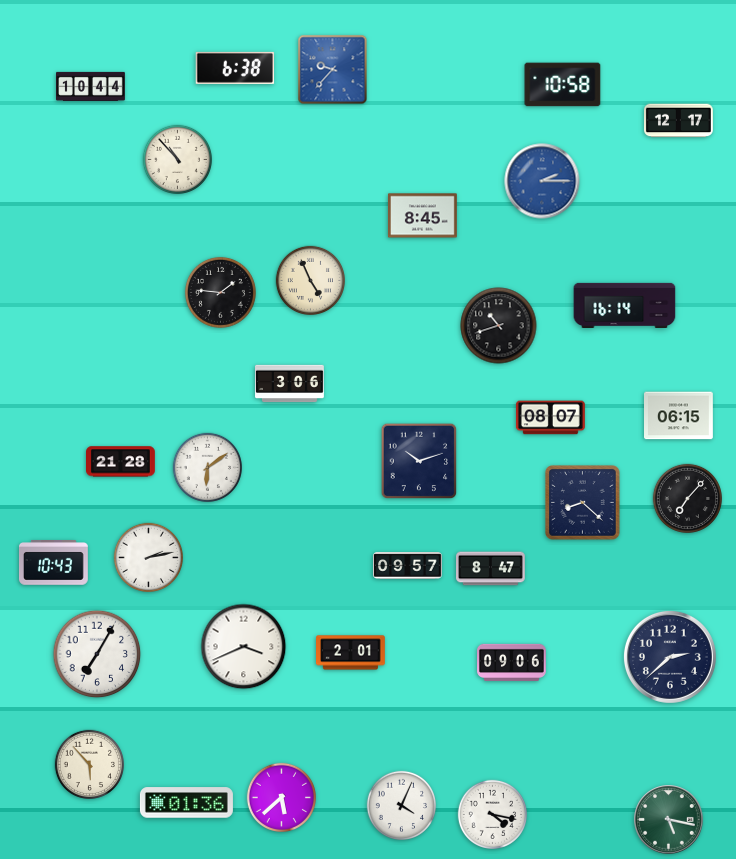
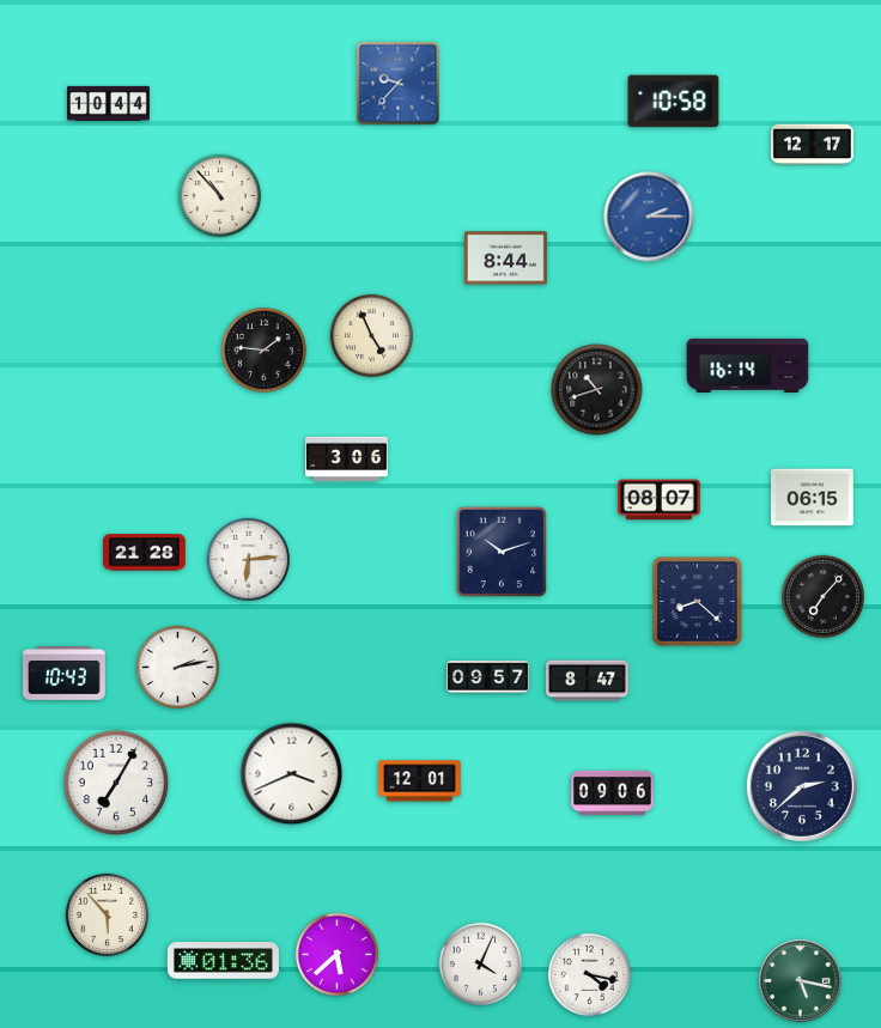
clock at (235, 68): 6:38 -> none
clock at (177, 159) position: (177, 159) -> (219, 195)
clock at (422, 216): 8:45 -> 8:44
clock at (207, 467): 6:09 -> 6:14
clock at (351, 653): 2:01 -> 12:01
